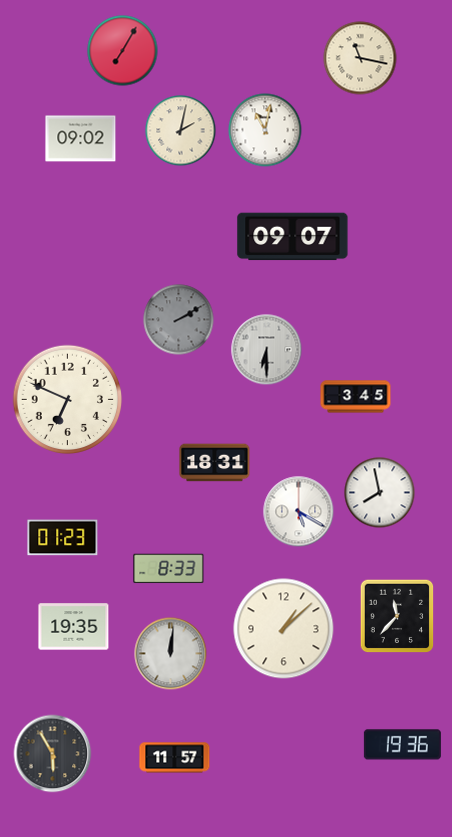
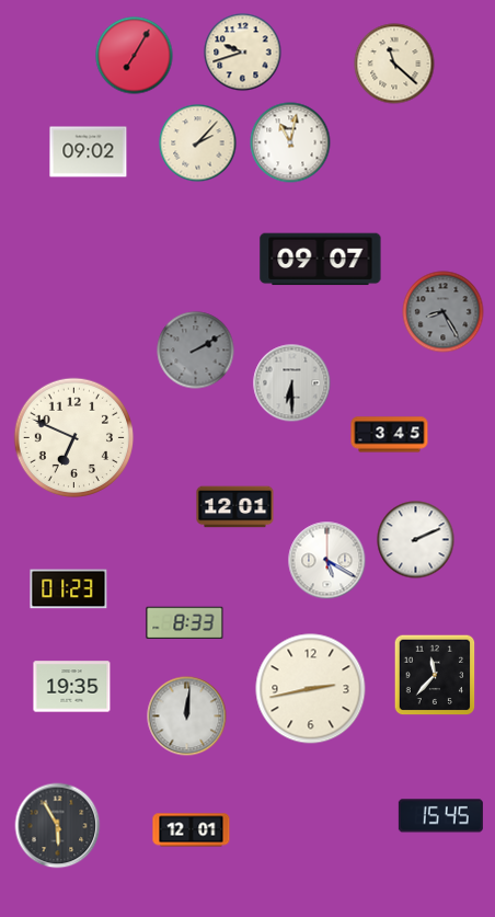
clock at (243, 53): none -> 9:42
clock at (360, 58): 11:17 -> 11:22
clock at (181, 131): 2:02 -> 2:07
clock at (444, 312): none -> 8:25
clock at (215, 463): 18:31 -> 12:01
clock at (380, 493): 7:58 -> 2:11
clock at (74, 627) position: (74, 627) -> (72, 687)
clock at (284, 629): 1:08 -> 2:43
clock at (402, 745): 19:36 -> 15:45
clock at (175, 758): 11:57 -> 12:01
